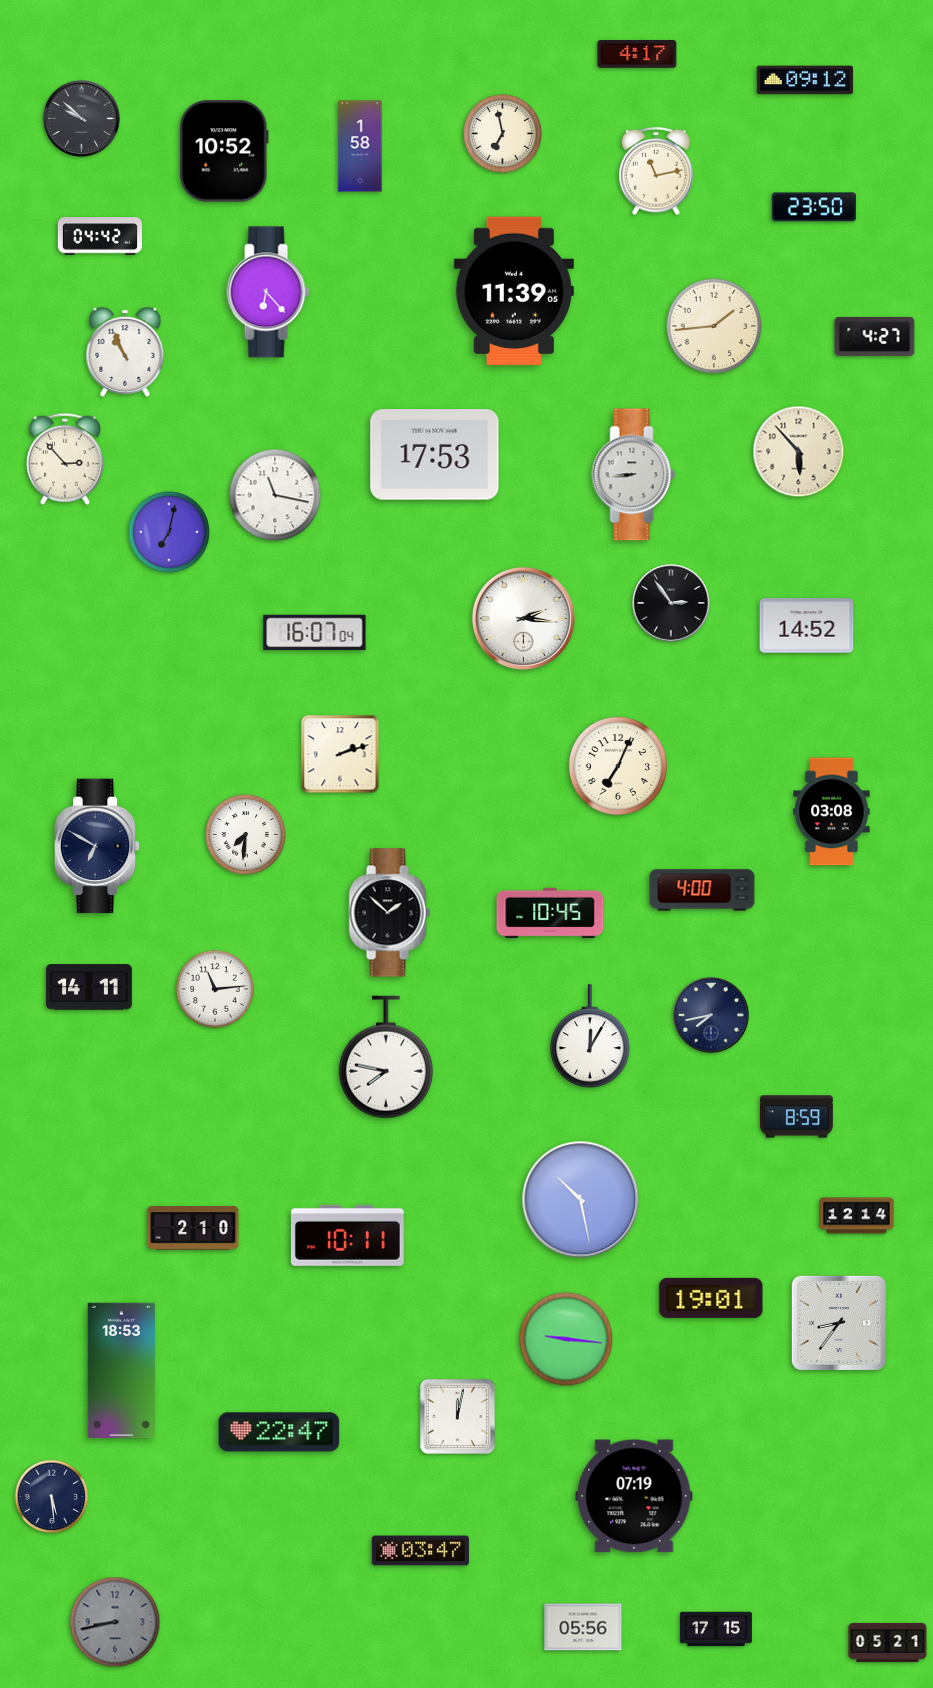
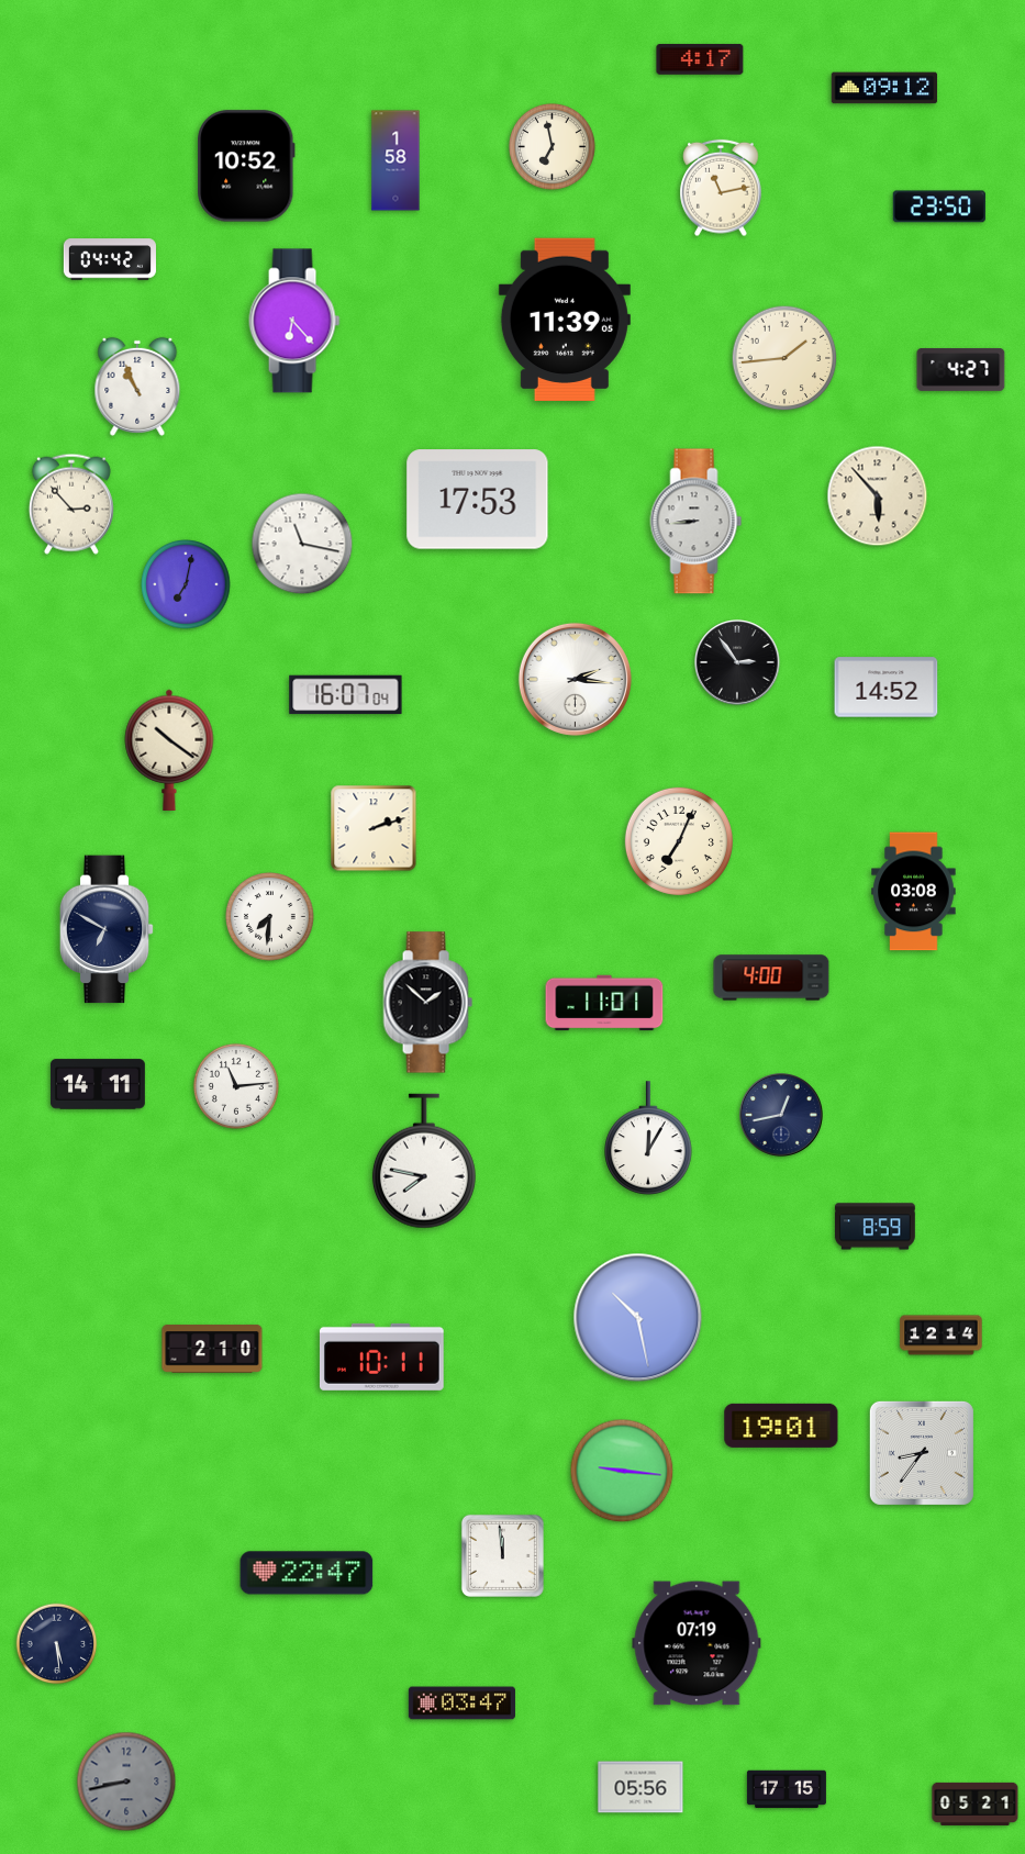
clock at (82, 119): 9:52 -> none
clock at (814, 207) position: (814, 207) -> (939, 206)
clock at (169, 750): none -> 10:21
clock at (550, 913): 10:45 -> 11:01
clock at (712, 1016): 7:43 -> 12:43
clock at (122, 1371): 18:53 -> none
clock at (457, 1416): 12:02 -> 11:59
